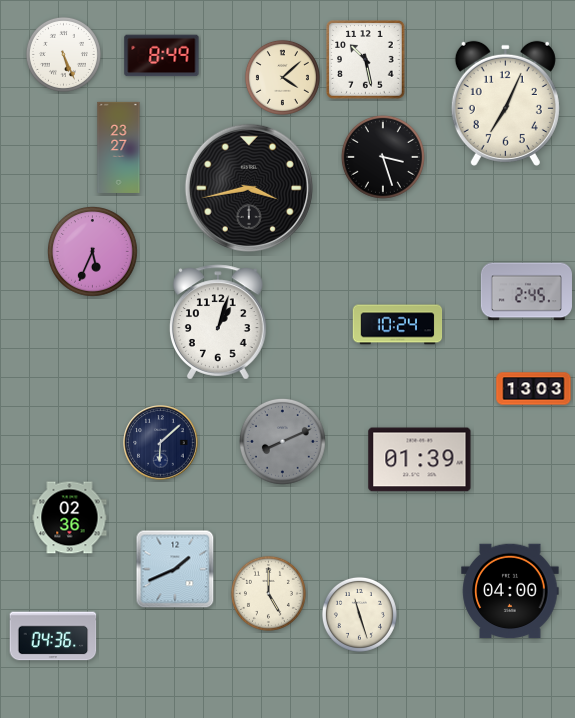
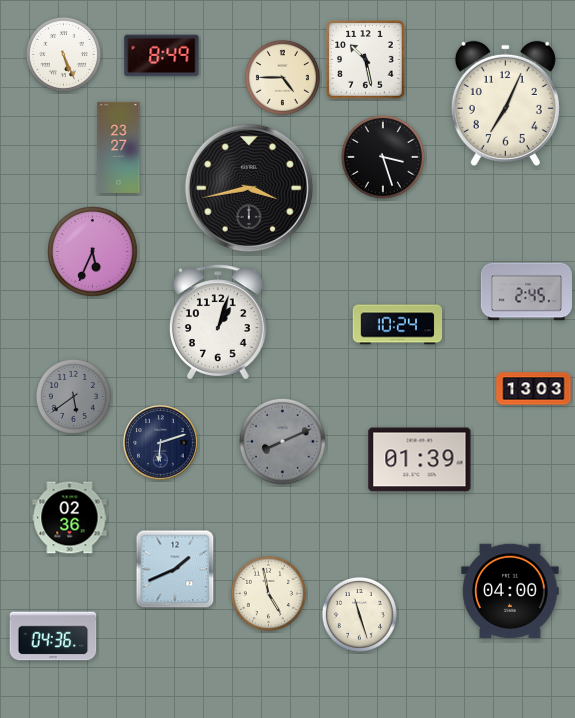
clock at (282, 77): 4:08 -> 4:45
clock at (73, 396): none -> 5:39
clock at (161, 443): 6:08 -> 6:12
clock at (268, 593): 5:00 -> 4:58
